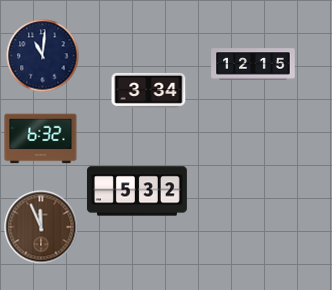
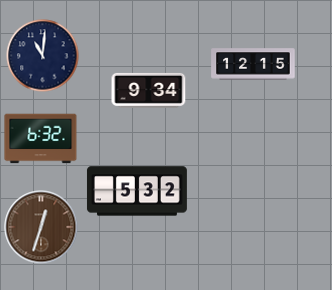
clock at (149, 90): 3:34 -> 9:34
clock at (41, 227): 11:56 -> 12:33
